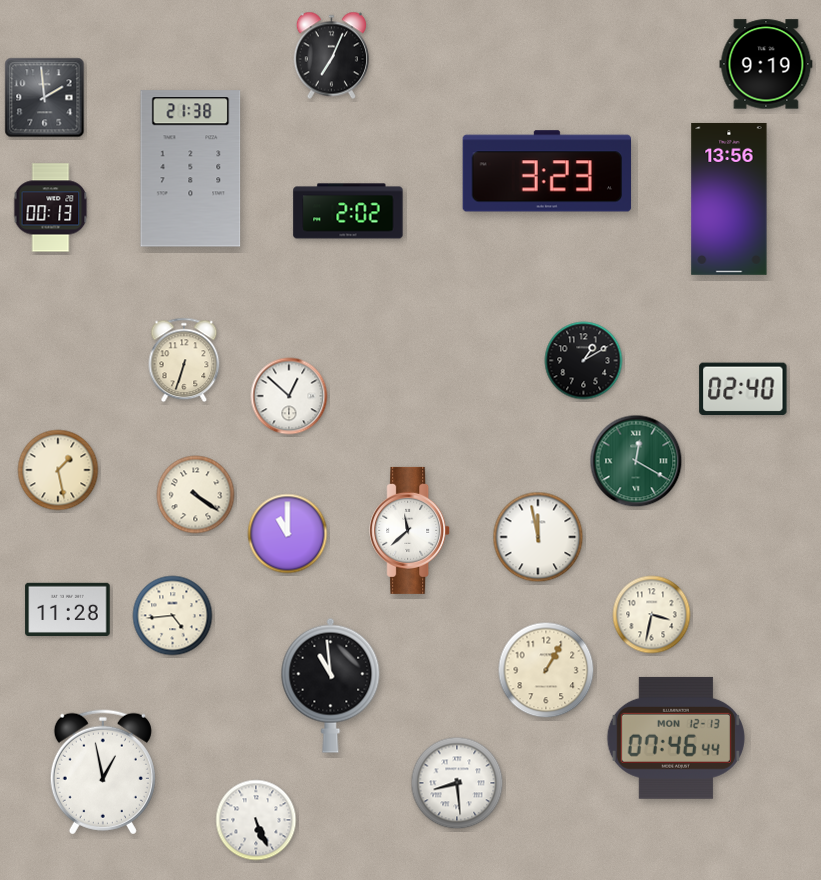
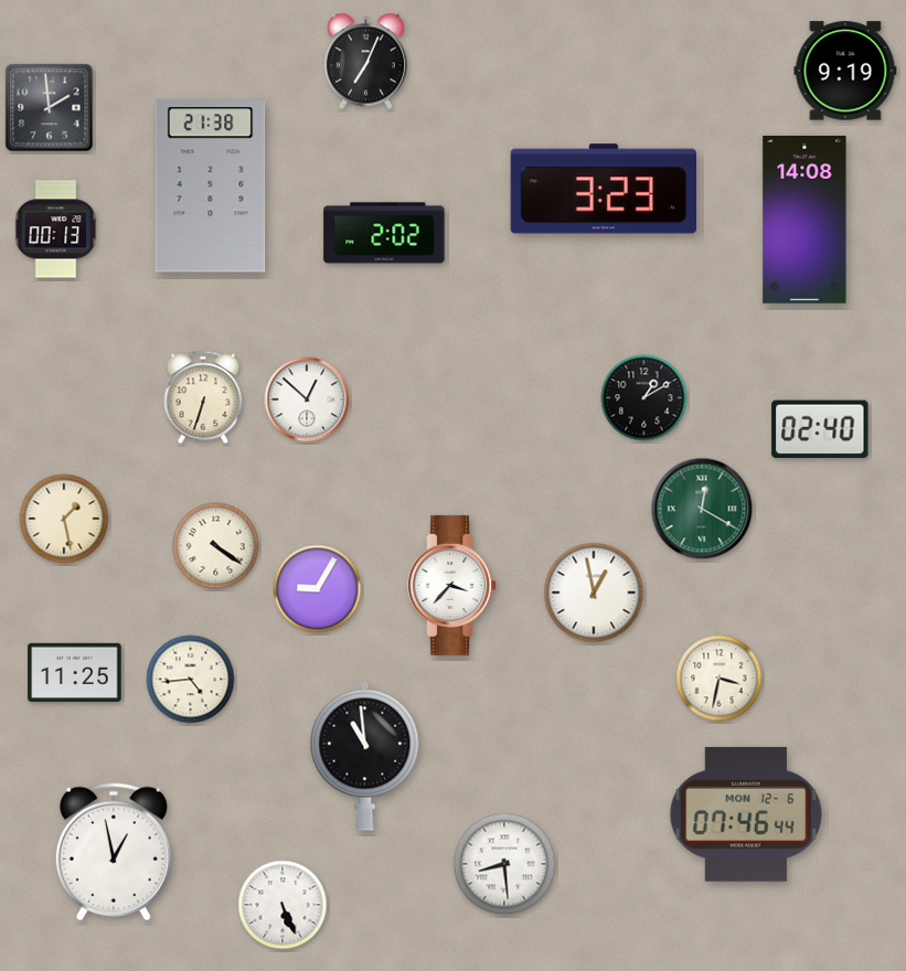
clock at (729, 199): 13:56 -> 14:08
clock at (289, 396) position: (289, 396) -> (307, 399)
clock at (410, 530): 11:38 -> 3:37
clock at (288, 534): 11:00 -> 9:05
clock at (538, 537): 11:58 -> 12:58
clock at (68, 609): 11:28 -> 11:25
clock at (546, 670): 1:05 -> none
clock at (676, 738) date: MON 12-13 -> MON 12-6
